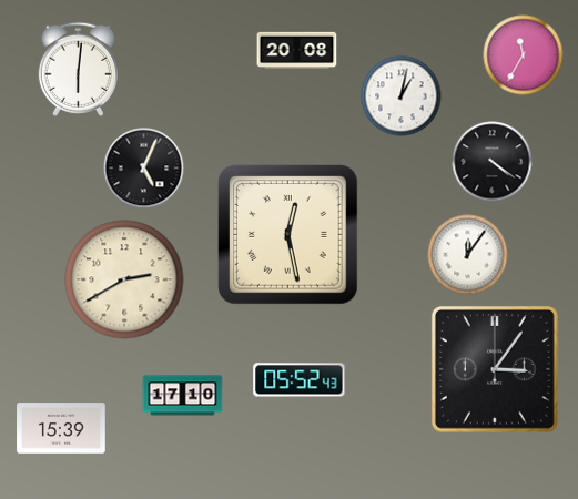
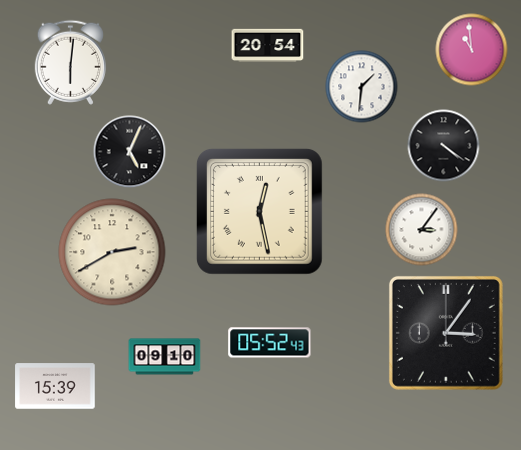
clock at (297, 50): 20:08 -> 20:54
clock at (524, 55): 11:35 -> 10:59
clock at (402, 96): 1:02 -> 1:31
clock at (468, 255): 12:06 -> 3:06
clock at (183, 396): 17:10 -> 09:10
